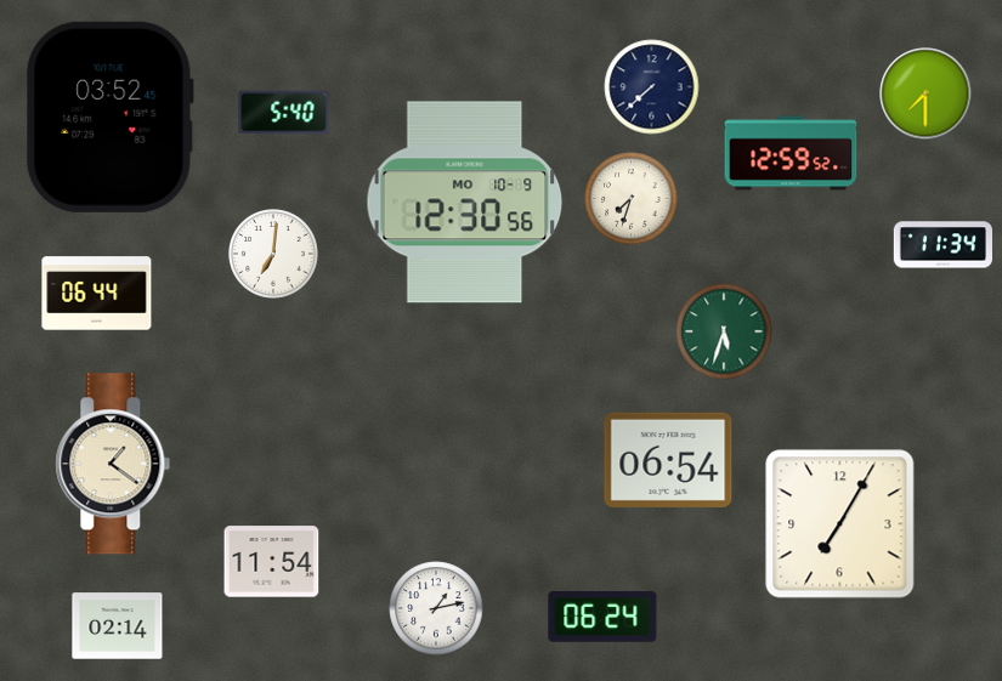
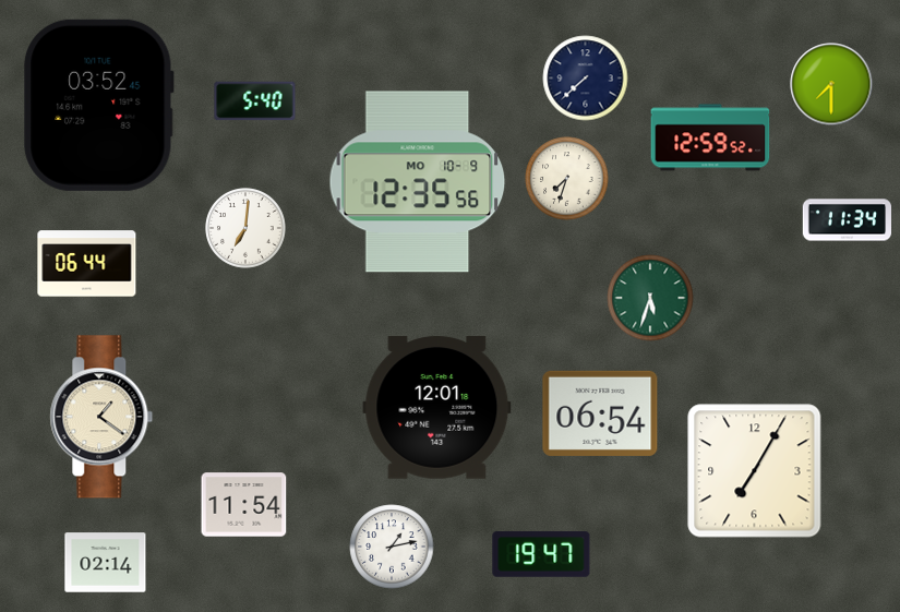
clock at (465, 203): 12:30 -> 12:35
clock at (437, 408): none -> 12:01
clock at (602, 618): 06:24 -> 19:47
